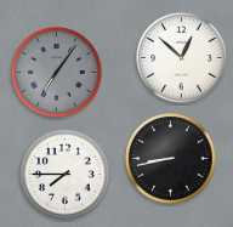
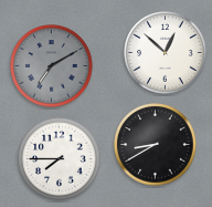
clock at (57, 73): 7:06 -> 7:10
clock at (171, 159): 8:43 -> 8:40
